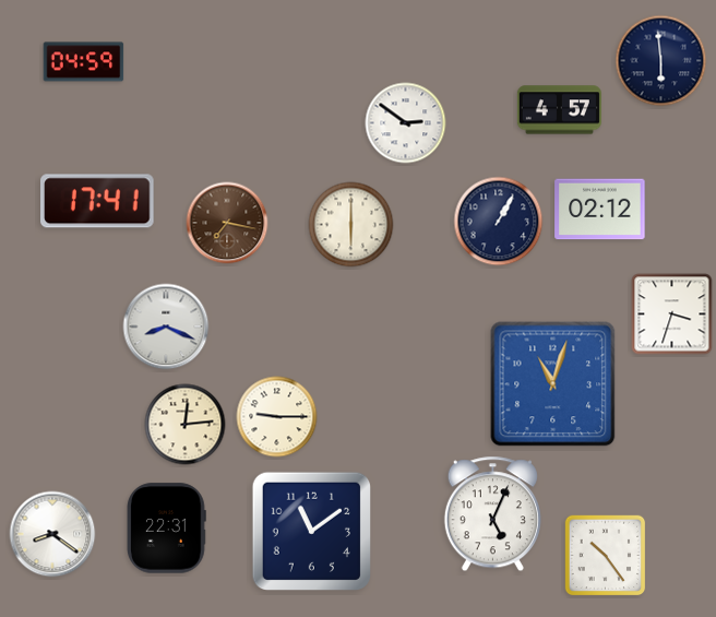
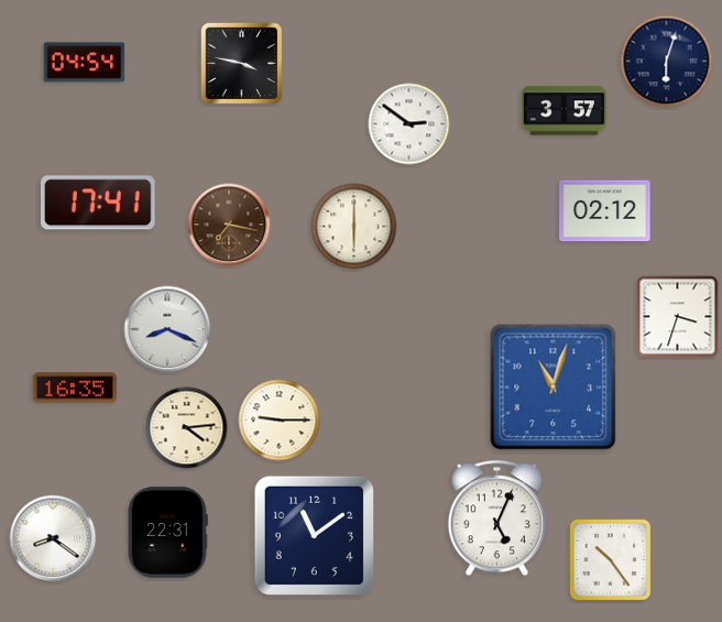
clock at (661, 61): 5:59 -> 6:03
clock at (84, 62): 04:59 -> 04:54
clock at (242, 64): none -> 3:47
clock at (559, 110): 4:57 -> 3:57
clock at (499, 222): 1:05 -> none
clock at (74, 388): none -> 16:35
clock at (553, 384) position: (553, 384) -> (554, 388)
clock at (186, 425): 12:14 -> 4:14
